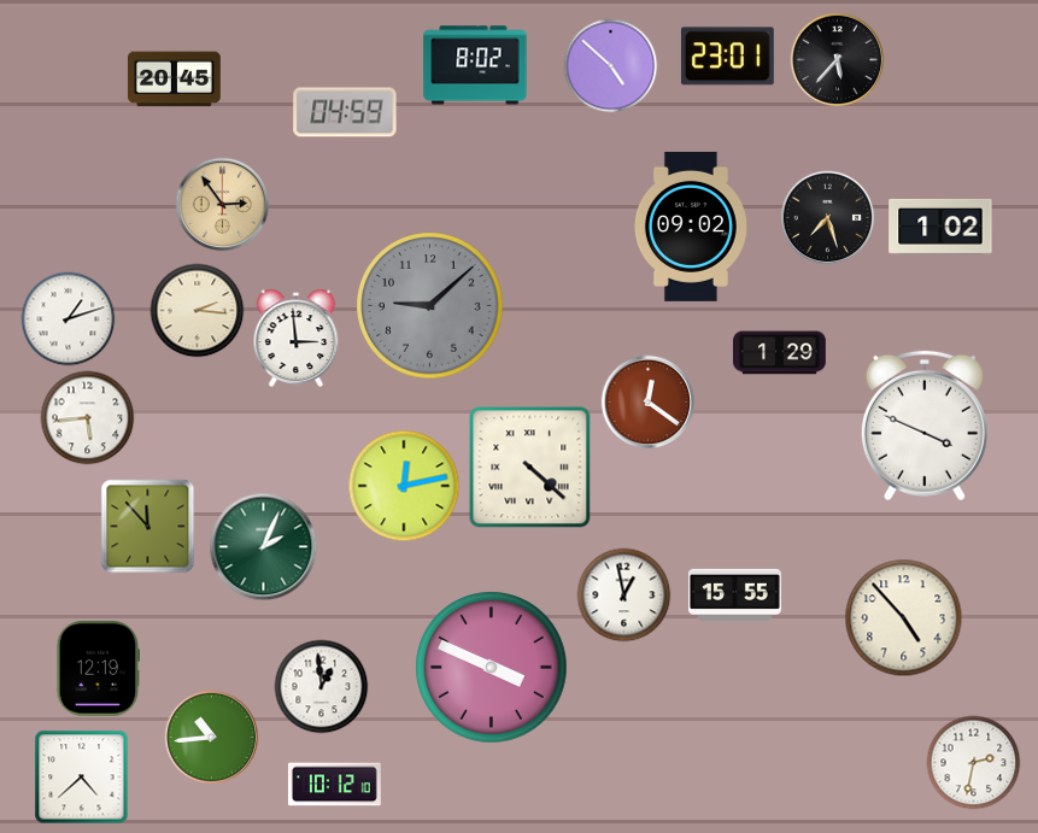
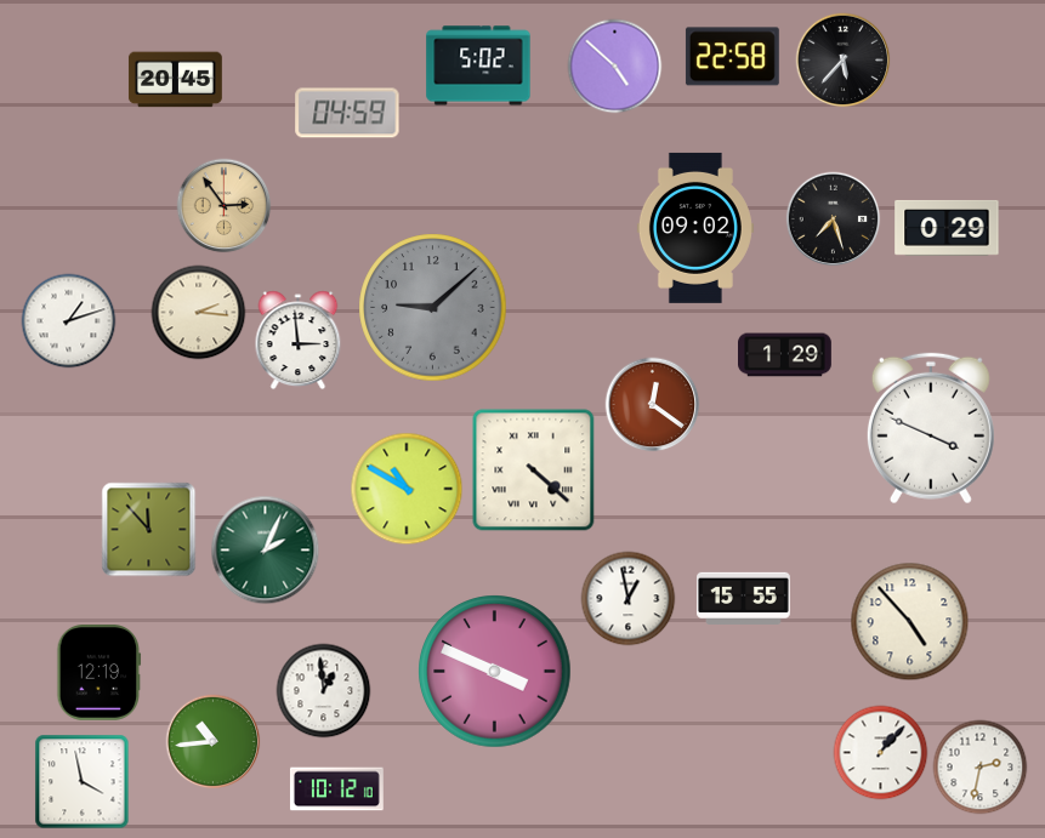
clock at (727, 57): 23:01 -> 22:58
clock at (475, 65): 8:02 -> 5:02
clock at (940, 227): 1:02 -> 0:29
clock at (87, 417): 5:44 -> none
clock at (404, 486): 12:13 -> 10:50
clock at (735, 594) position: (735, 594) -> (744, 598)
clock at (880, 752): none -> 1:07
clock at (81, 776): 4:38 -> 3:58
